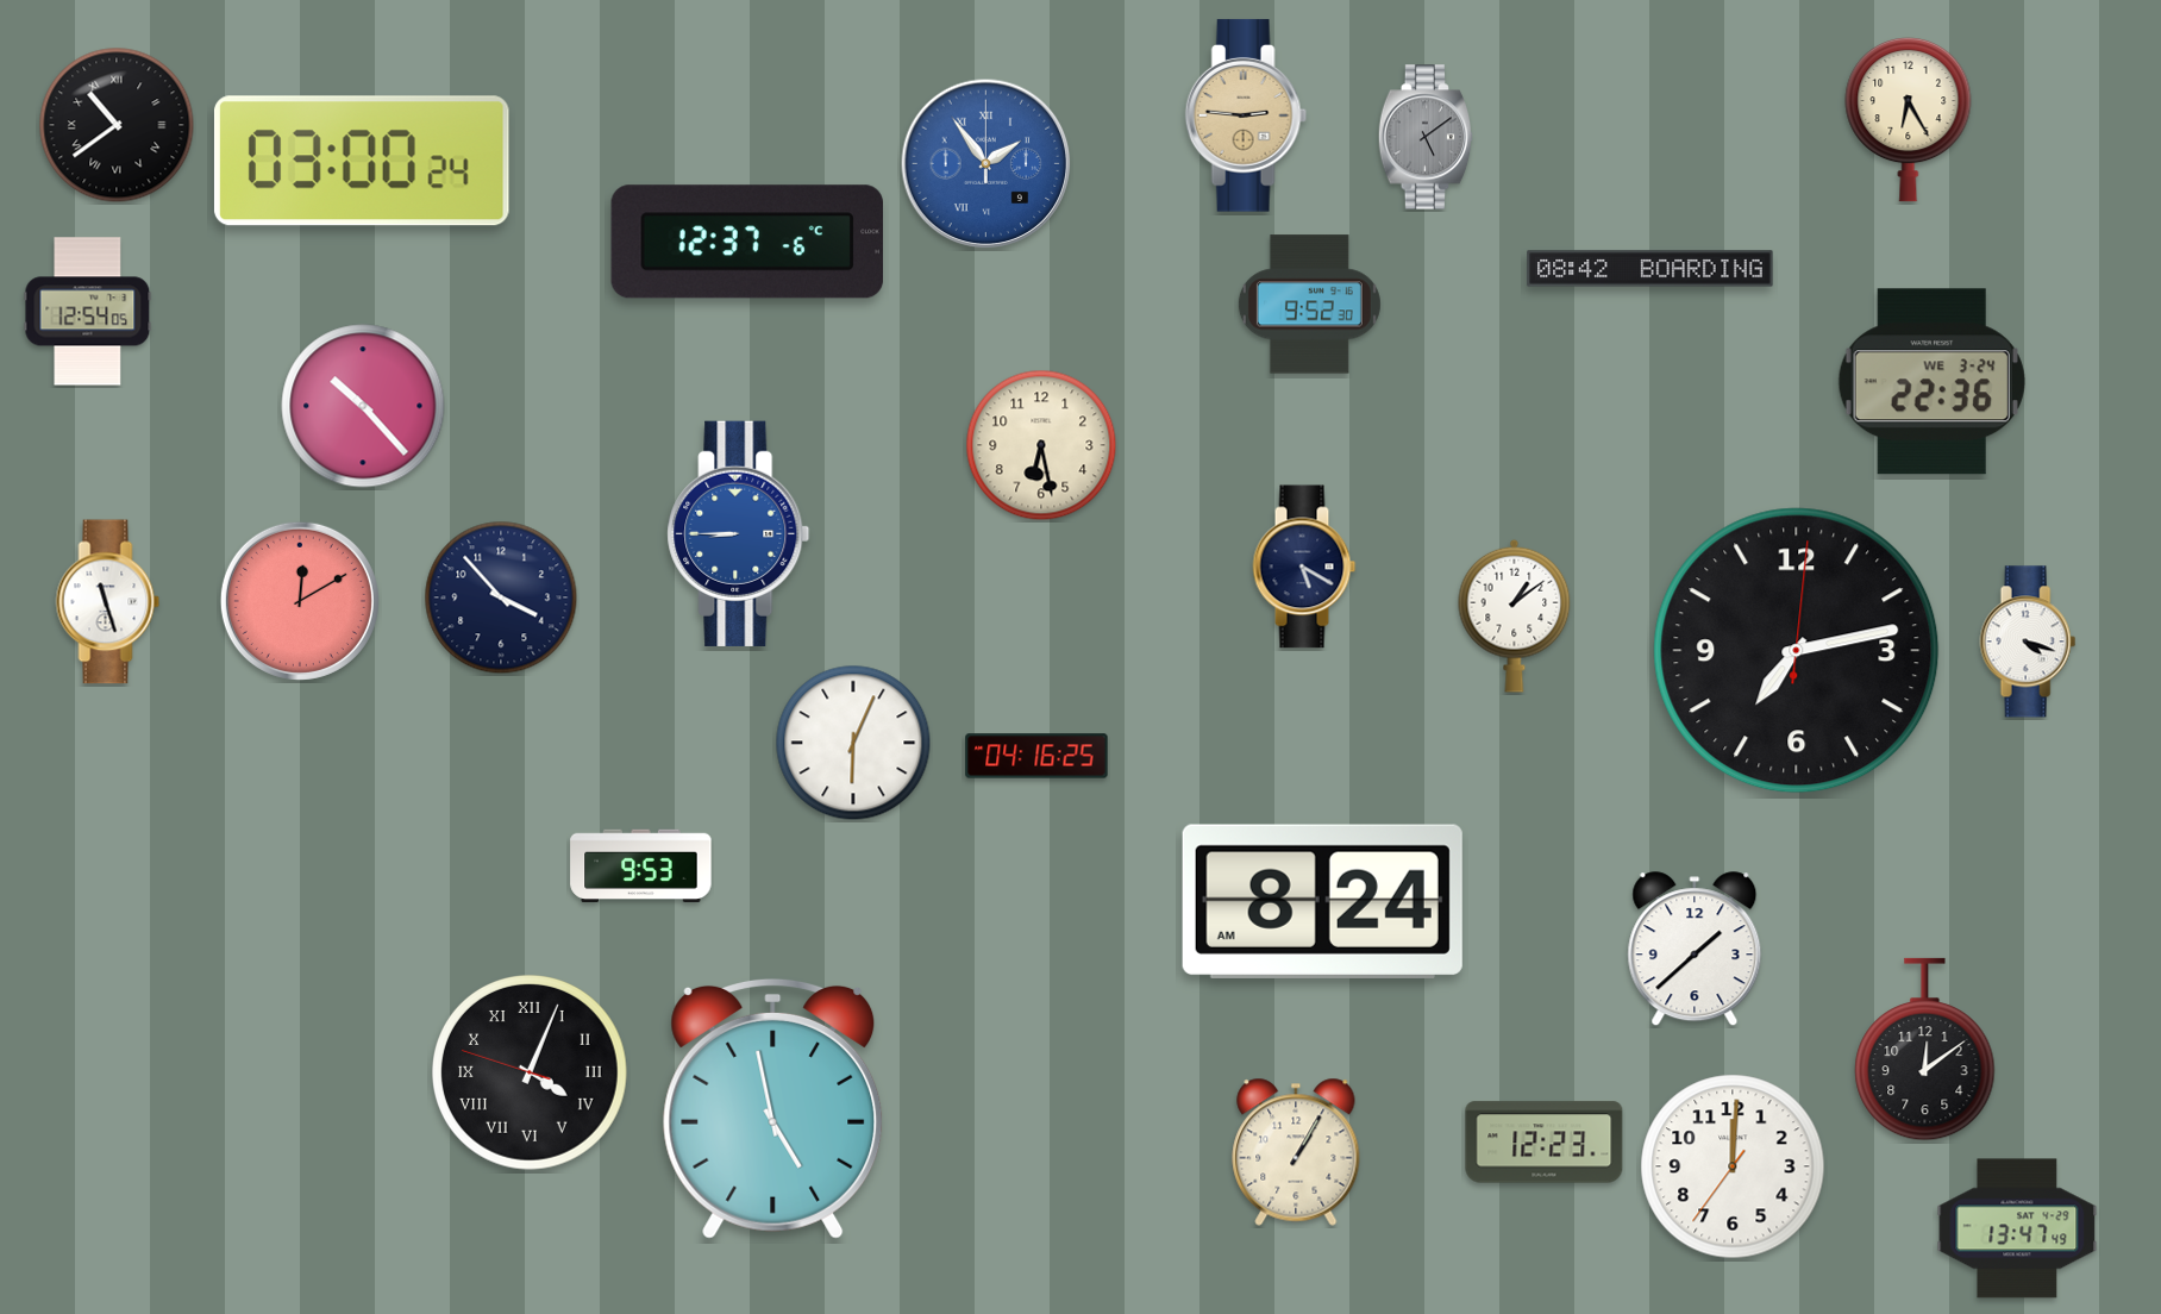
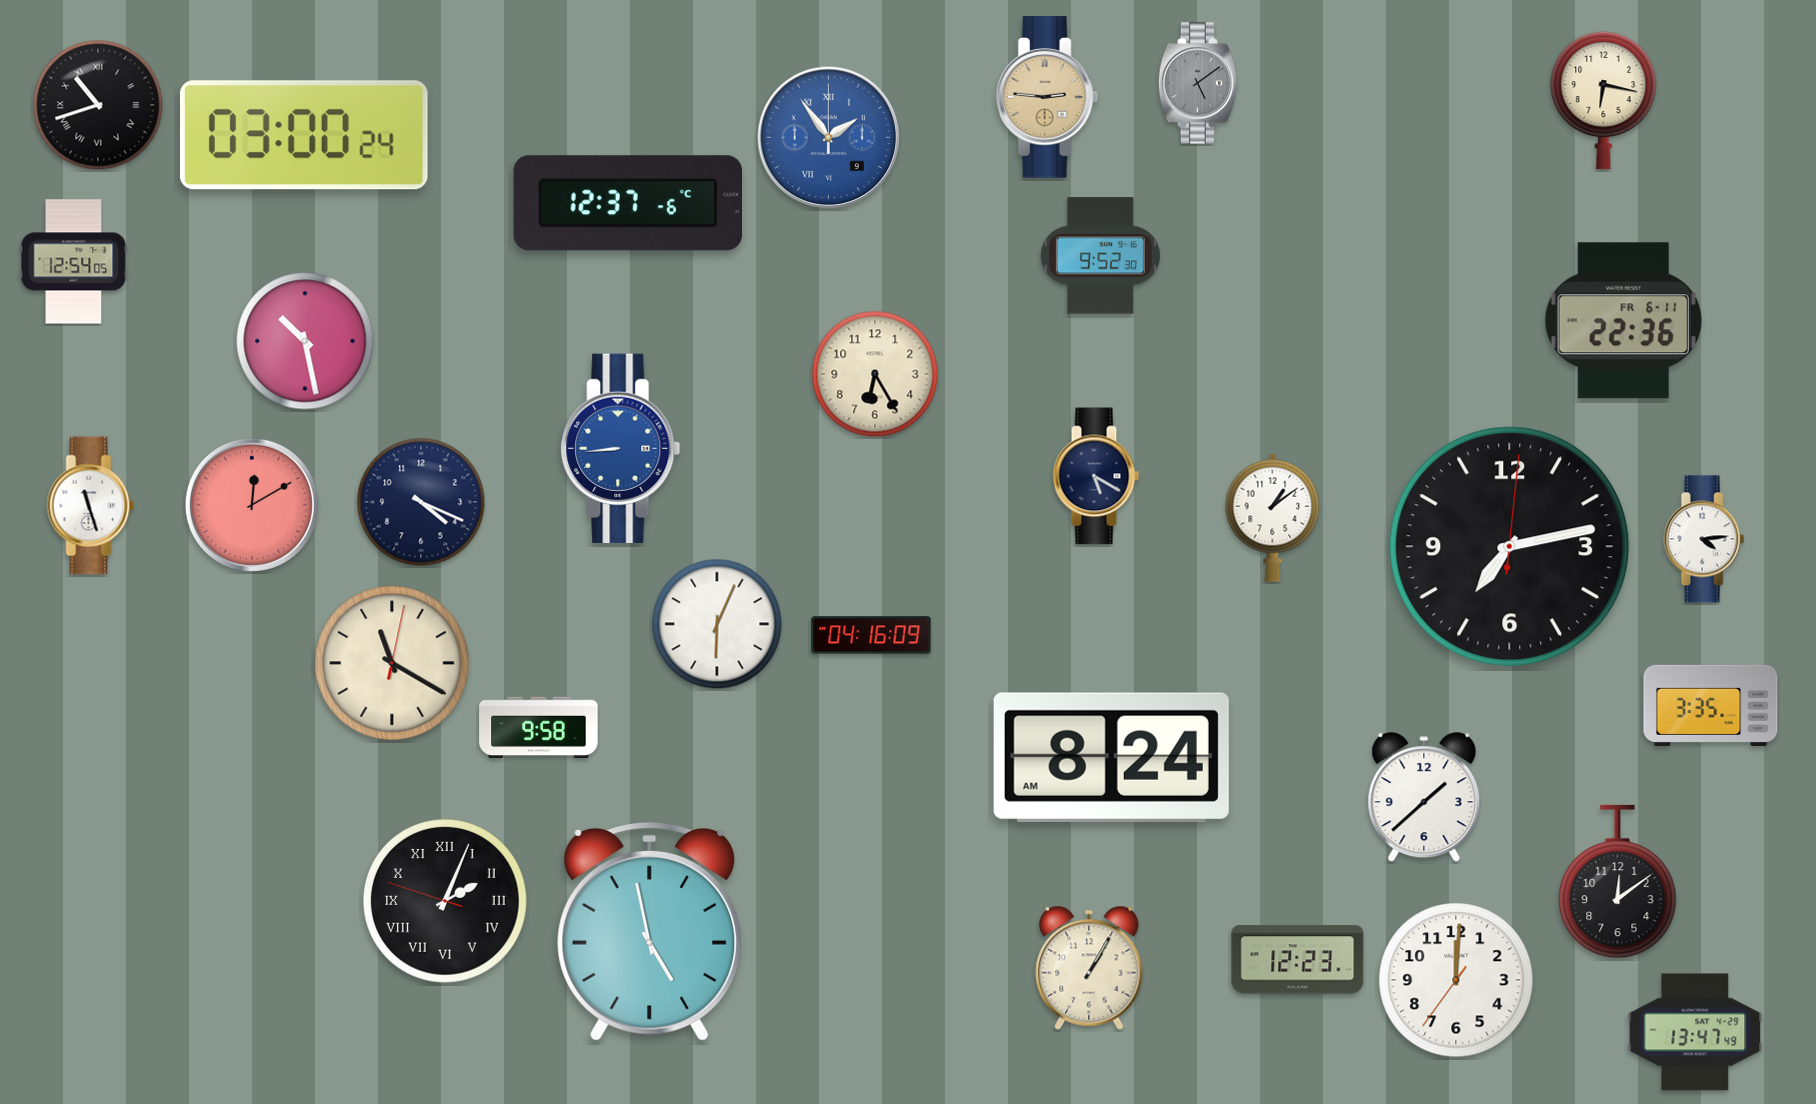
clock at (1909, 119): 6:25 -> 6:17
clock at (117, 125): 10:39 -> 10:42
clock at (1426, 137) position: (1426, 137) -> (1198, 83)
clock at (1650, 269): 08:42 -> none
clock at (1931, 382) date: WE 3-24 -> FR 6-11
clock at (363, 406): 10:23 -> 10:28
clock at (1041, 445): 6:28 -> 6:25
clock at (739, 533): 8:45 -> 8:44
clock at (501, 597): 3:53 -> 4:19
clock at (2028, 642): 4:18 -> 4:14
clock at (1036, 756): 04:16:25 -> 04:16:09
clock at (392, 663): none -> 11:20
clock at (1711, 705): none -> 3:35
clock at (641, 865): 9:53 -> 9:58
clock at (531, 1074): 4:03 -> 2:03
